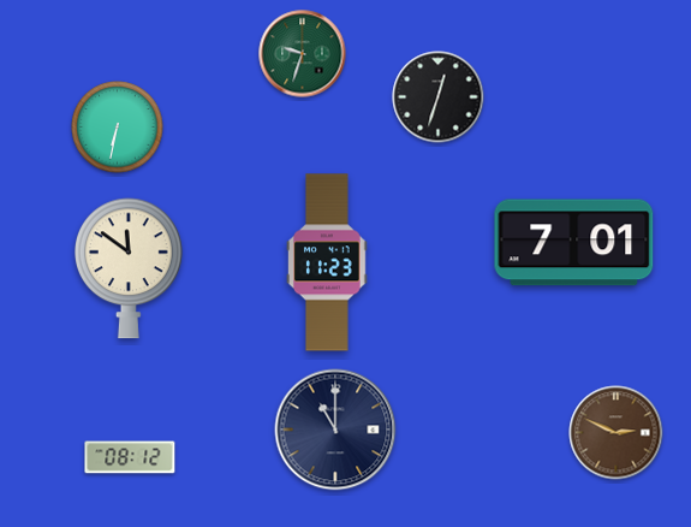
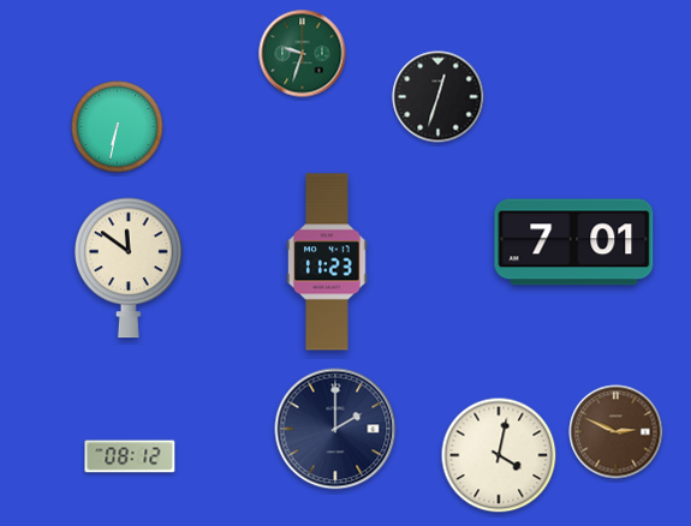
clock at (335, 430): 11:00 -> 2:00
clock at (499, 455): none -> 4:02
